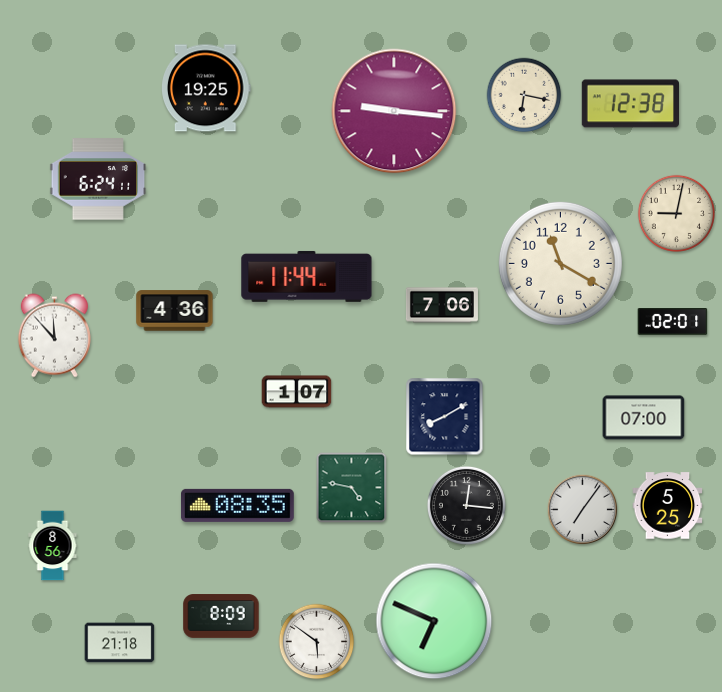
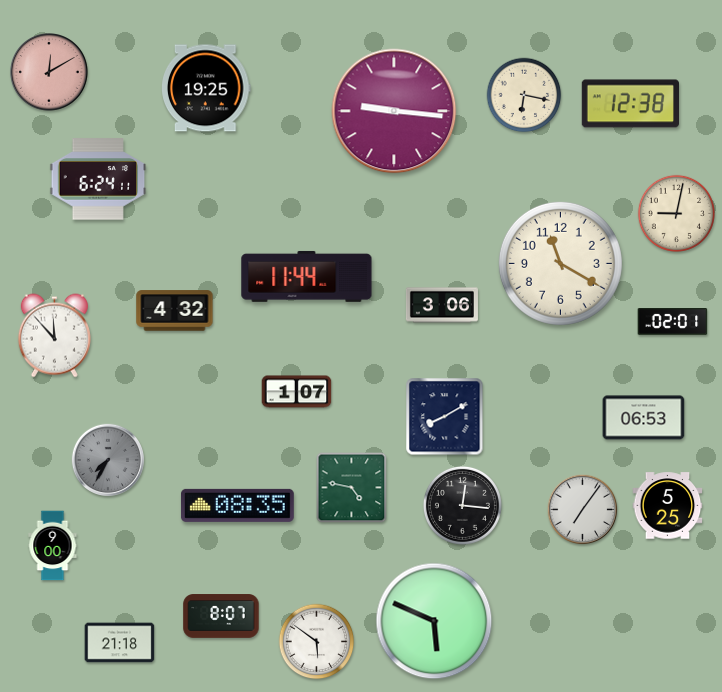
clock at (50, 73): none -> 12:10
clock at (442, 305): 7:06 -> 3:06
clock at (175, 311): 4:36 -> 4:32
clock at (644, 418): 07:00 -> 06:53
clock at (107, 459): none -> 7:35
clock at (466, 505) position: (466, 505) -> (462, 505)
clock at (53, 546): 8:56 -> 9:00
clock at (221, 616): 8:09 -> 8:07
clock at (434, 621): 6:49 -> 5:49
